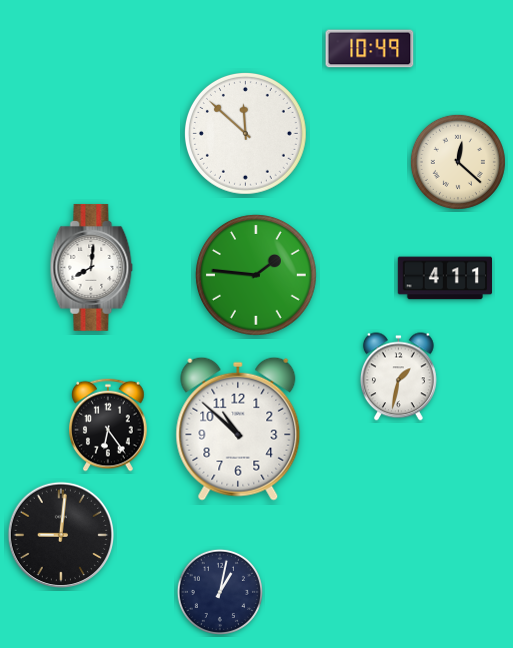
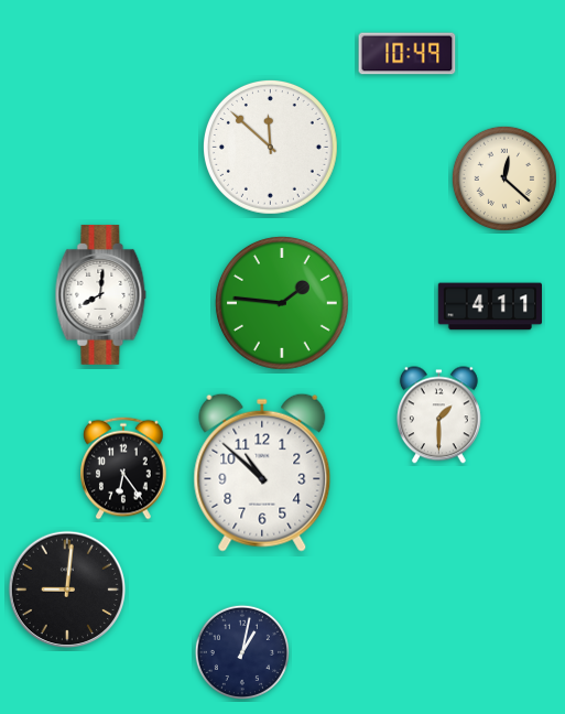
clock at (398, 377): 1:32 -> 1:30
clock at (108, 425) position: (108, 425) -> (123, 468)
